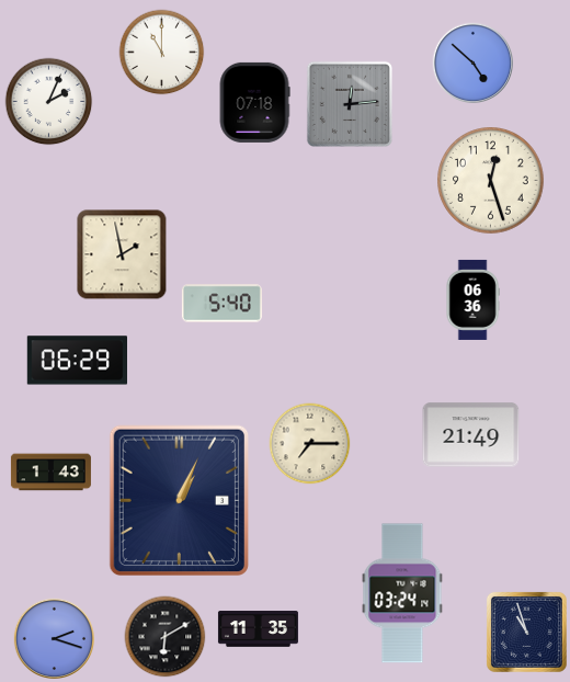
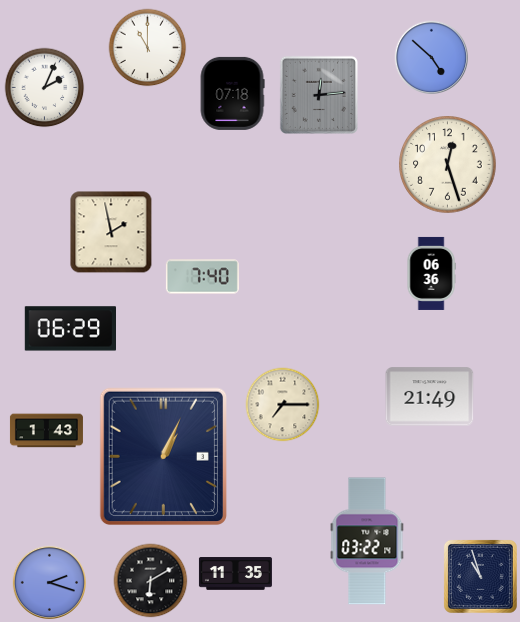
clock at (49, 102) position: (49, 102) -> (45, 88)
clock at (221, 304): 5:40 -> 7:40
clock at (402, 593): 03:24 -> 03:22
